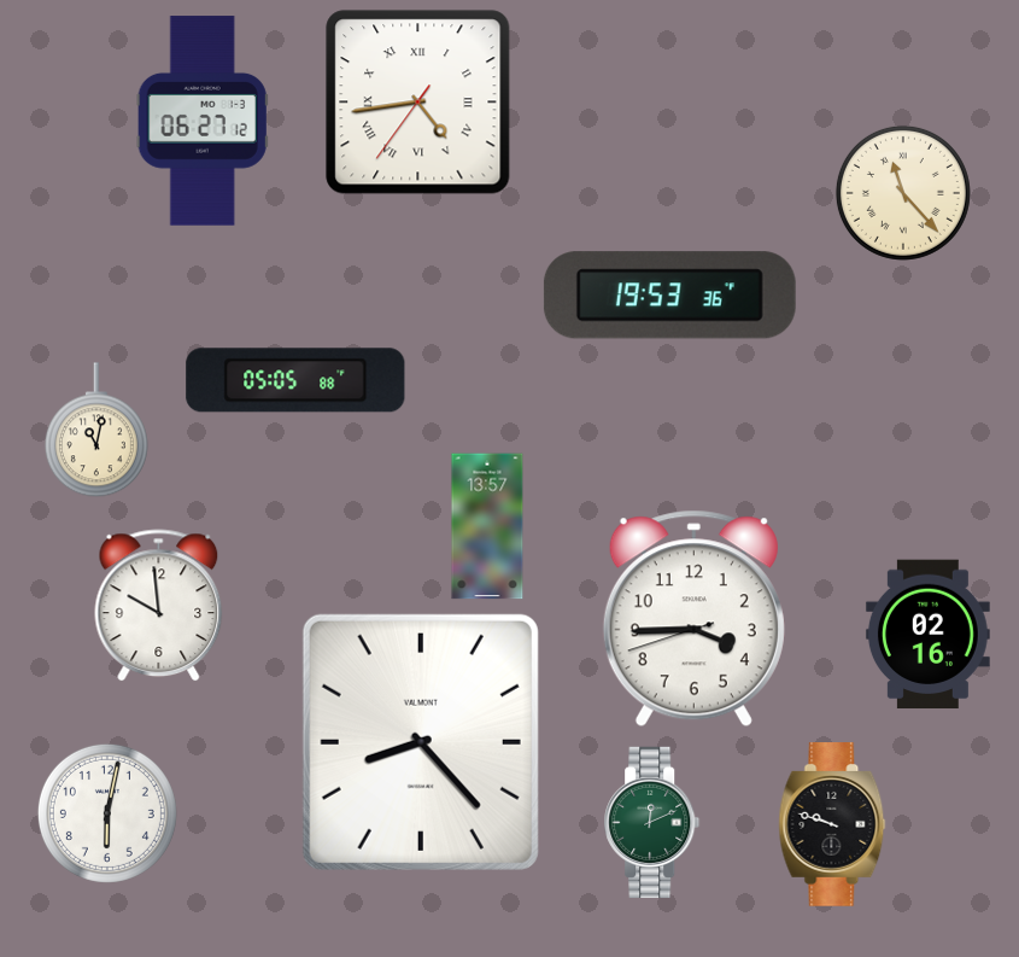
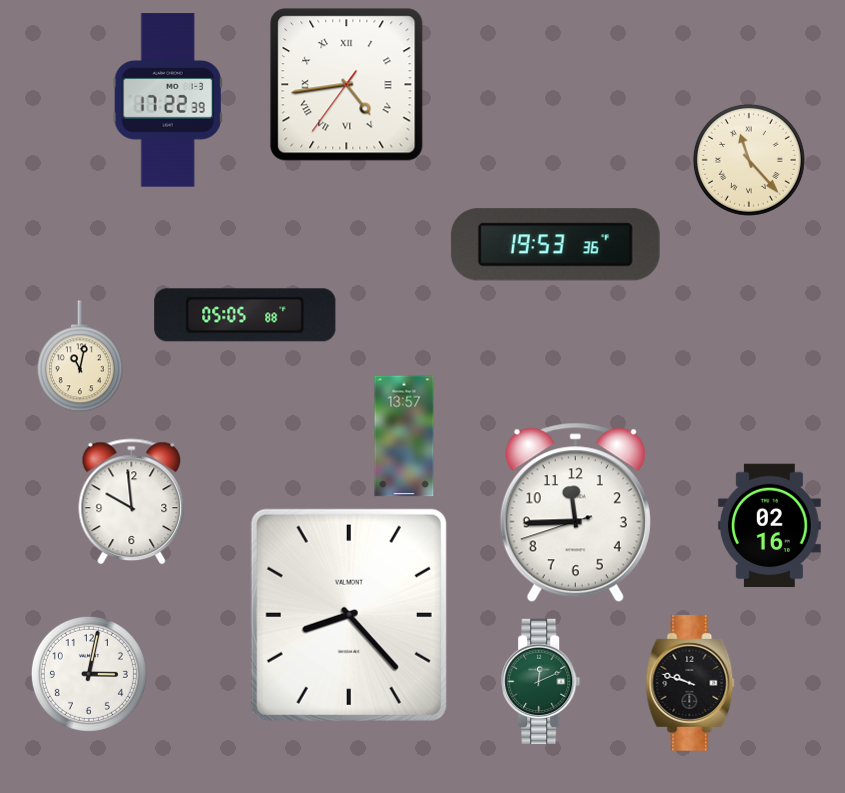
clock at (203, 121): 06:27 -> 17:22
clock at (693, 619): 3:44 -> 11:44
clock at (107, 813): 6:02 -> 3:02
